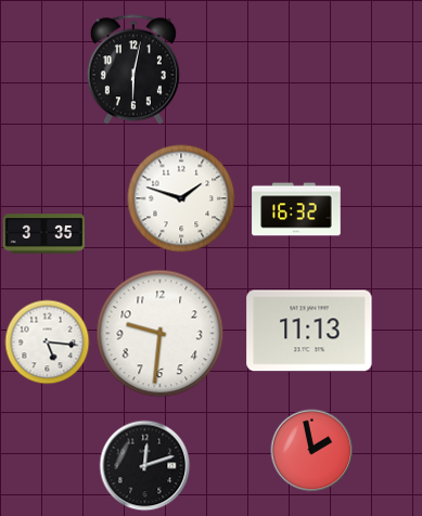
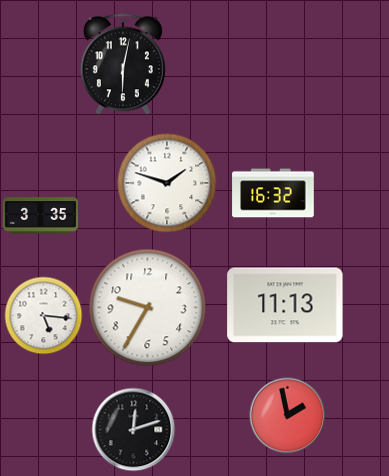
clock at (161, 334): 9:31 -> 9:35
